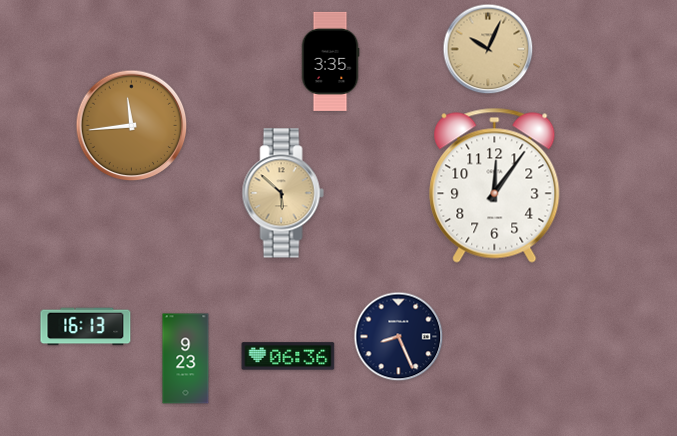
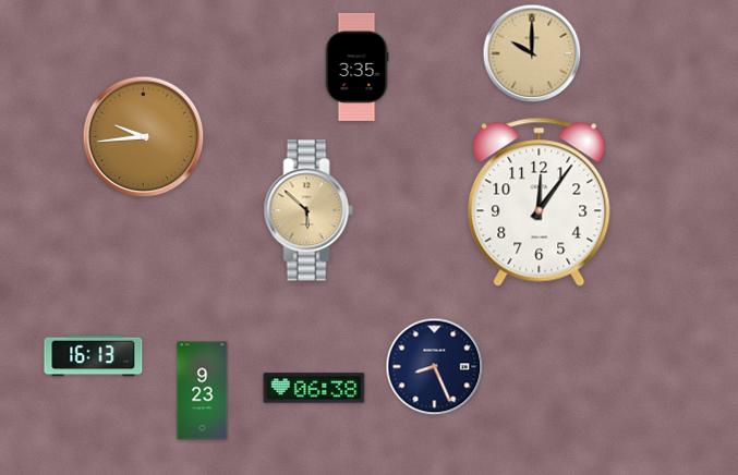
clock at (488, 49): 10:04 -> 10:00
clock at (330, 61) position: (330, 61) -> (356, 66)
clock at (132, 126): 11:44 -> 9:44
clock at (288, 356): 06:36 -> 06:38
